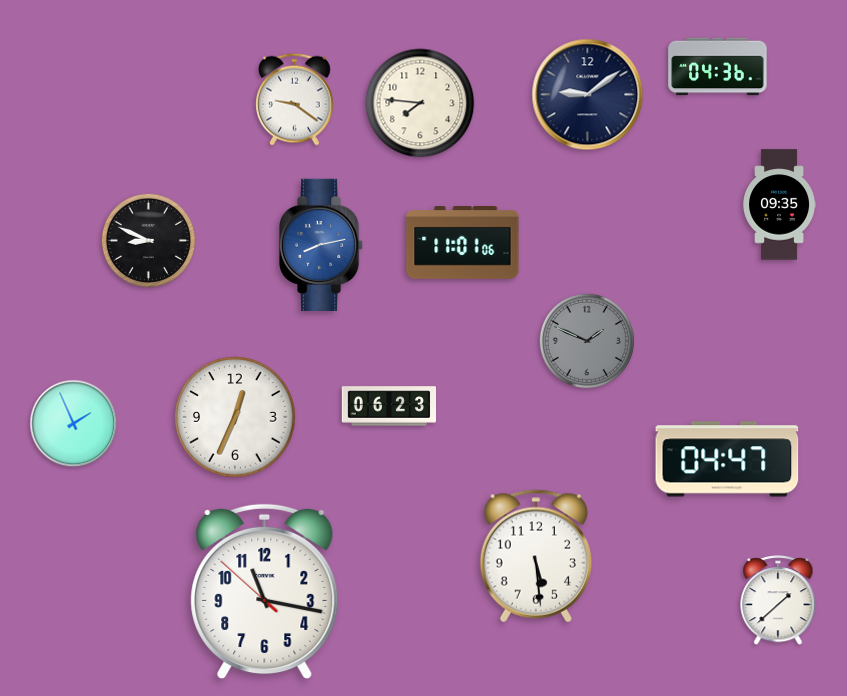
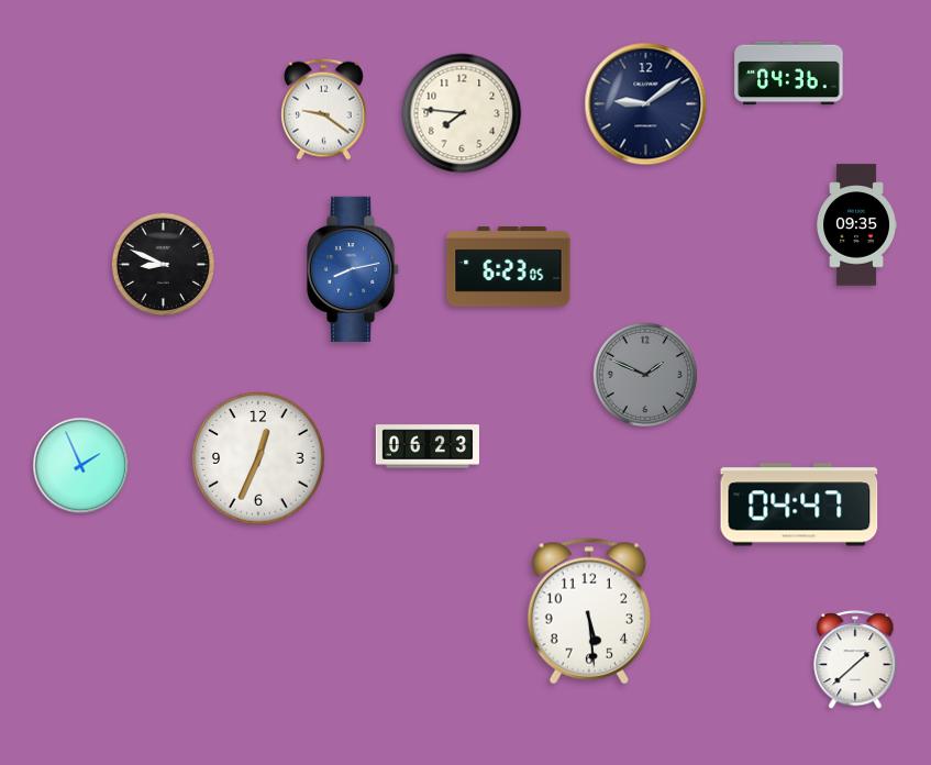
clock at (463, 243): 11:01 -> 6:23
clock at (265, 592): 11:16 -> none
